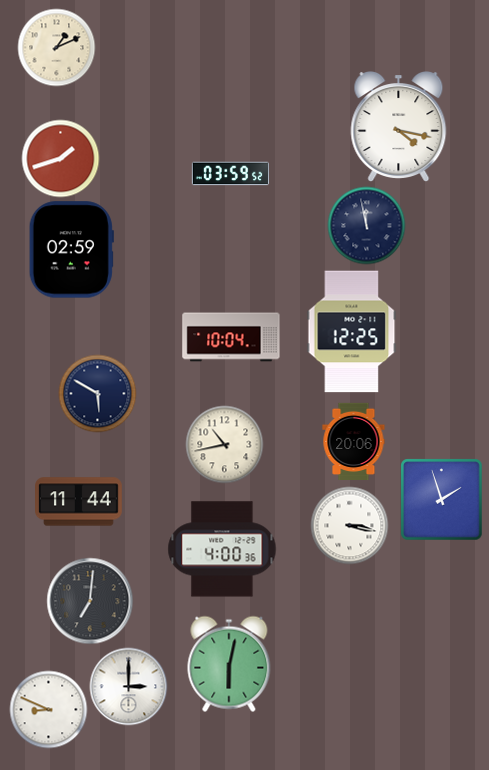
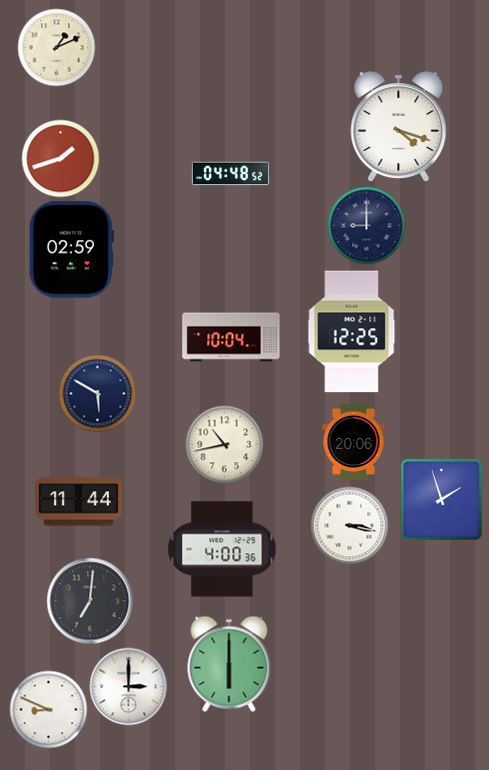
clock at (399, 127): 4:17 -> 4:18
clock at (230, 174): 03:59 -> 04:48
clock at (366, 225): 11:58 -> 9:00
clock at (229, 664): 6:02 -> 6:00
